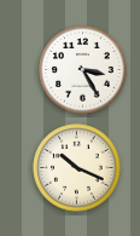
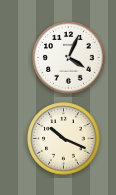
clock at (83, 70): 3:25 -> 4:04
